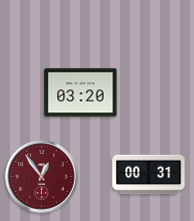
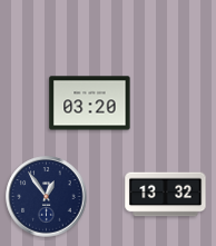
clock at (149, 175): 00:31 -> 13:32
clock at (42, 177) dial: burgundy -> navy
